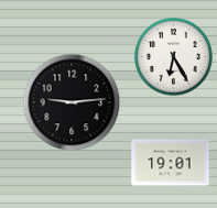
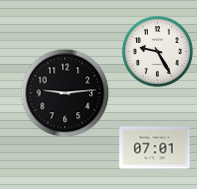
clock at (174, 57): 6:25 -> 9:25
clock at (171, 163): 19:01 -> 07:01
